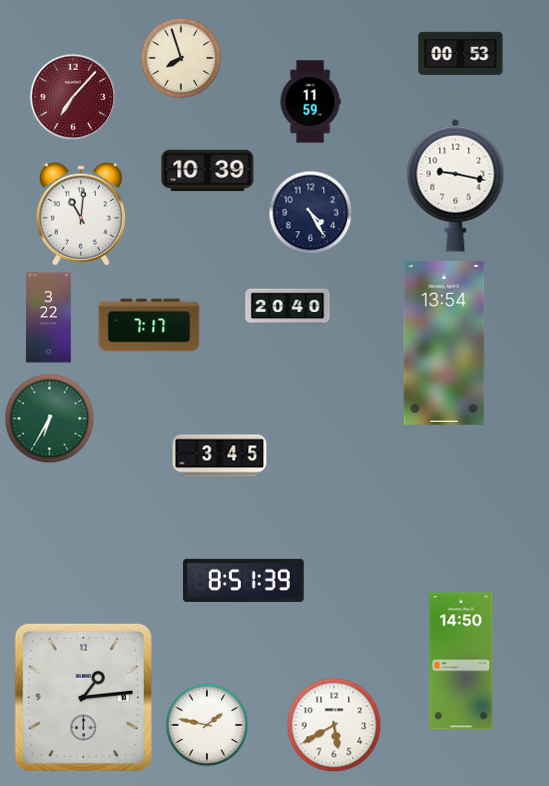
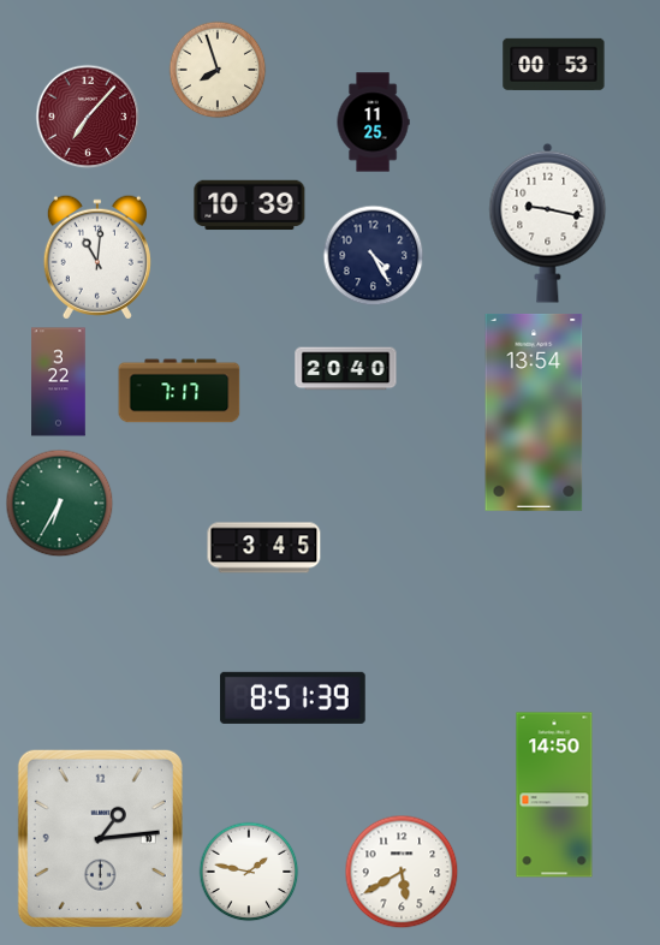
clock at (310, 102): 11:59 -> 11:25
